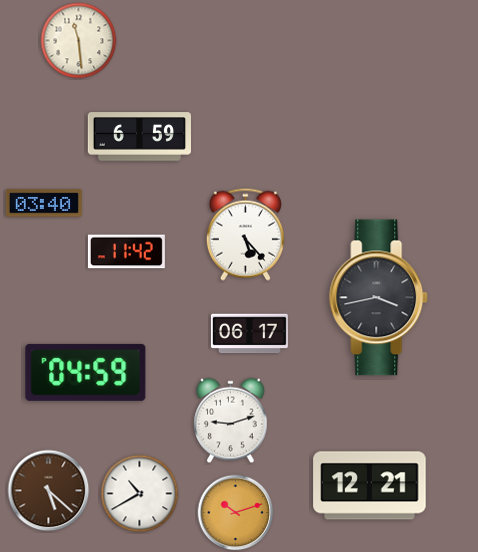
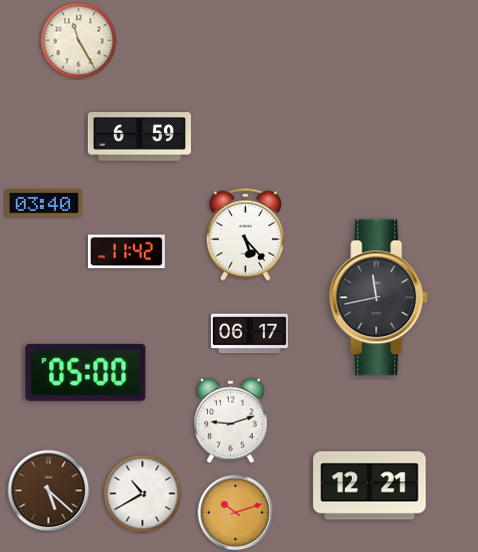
clock at (79, 41): 11:29 -> 11:25
clock at (379, 298): 3:43 -> 11:43
clock at (86, 372): 04:59 -> 05:00
clock at (140, 494) position: (140, 494) -> (143, 494)
